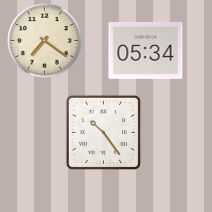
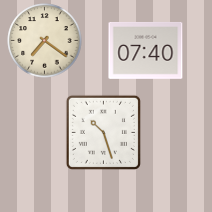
clock at (146, 50): 05:34 -> 07:40
clock at (103, 132): 10:24 -> 10:27
